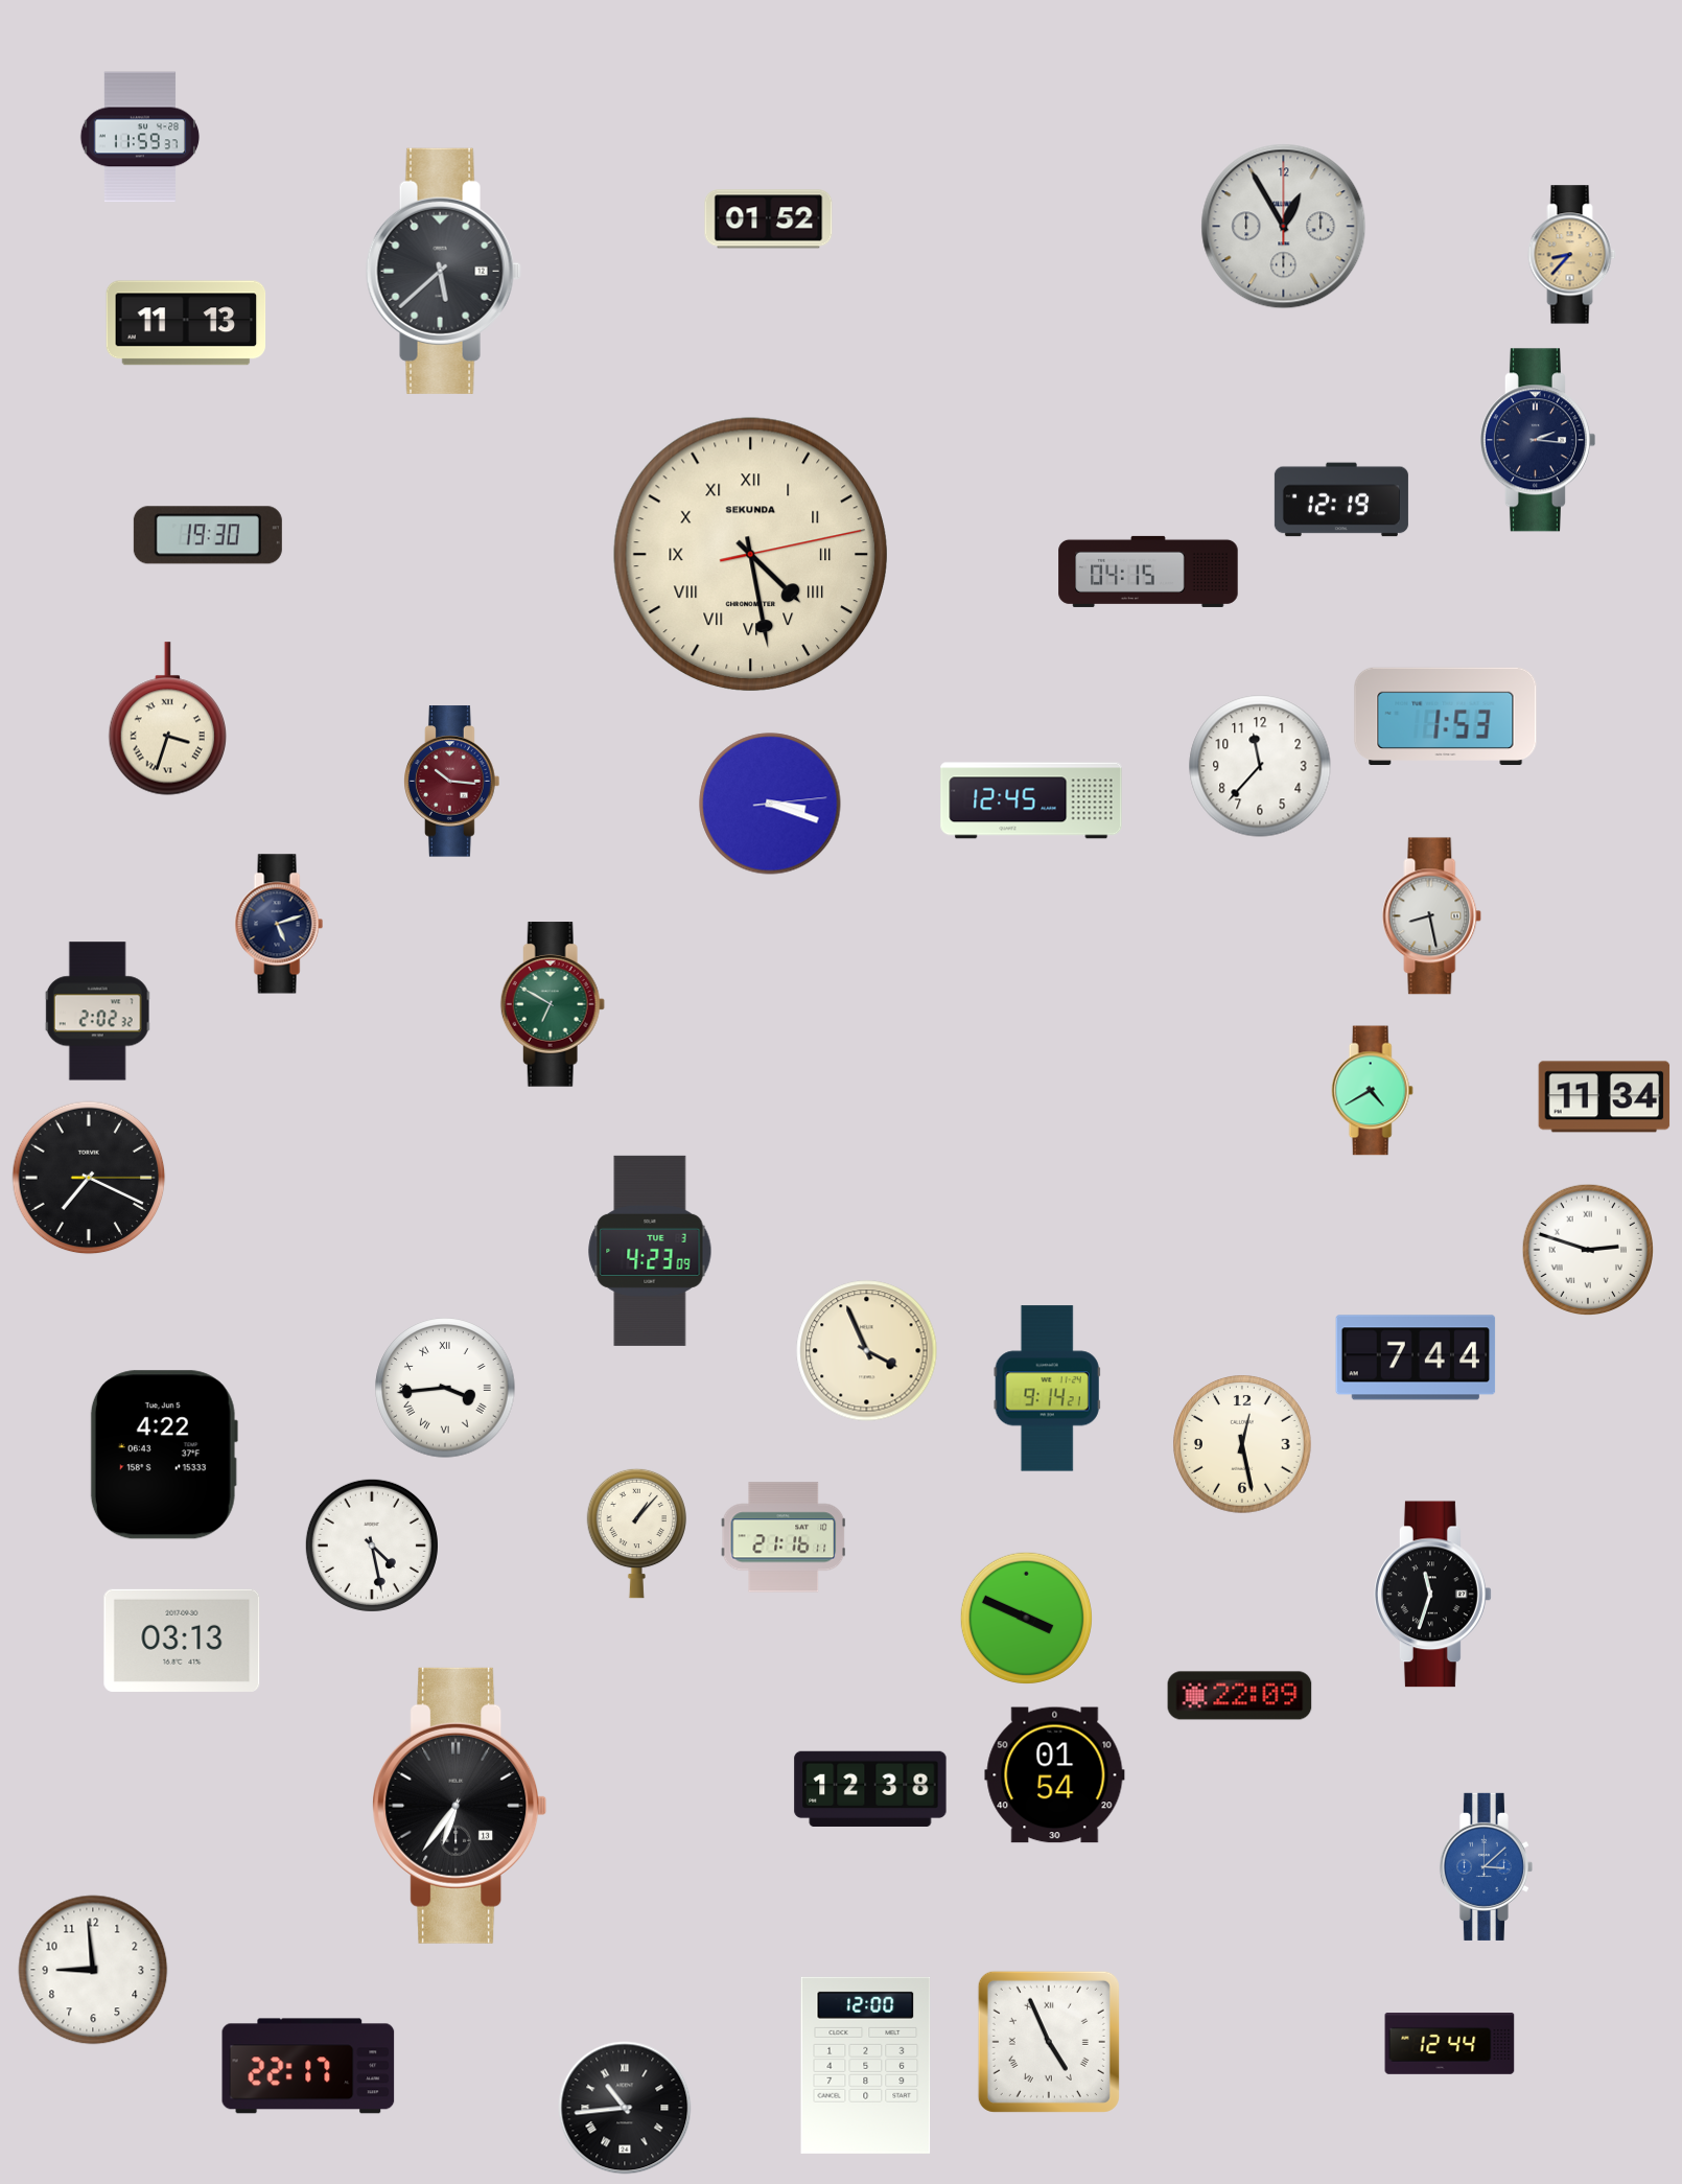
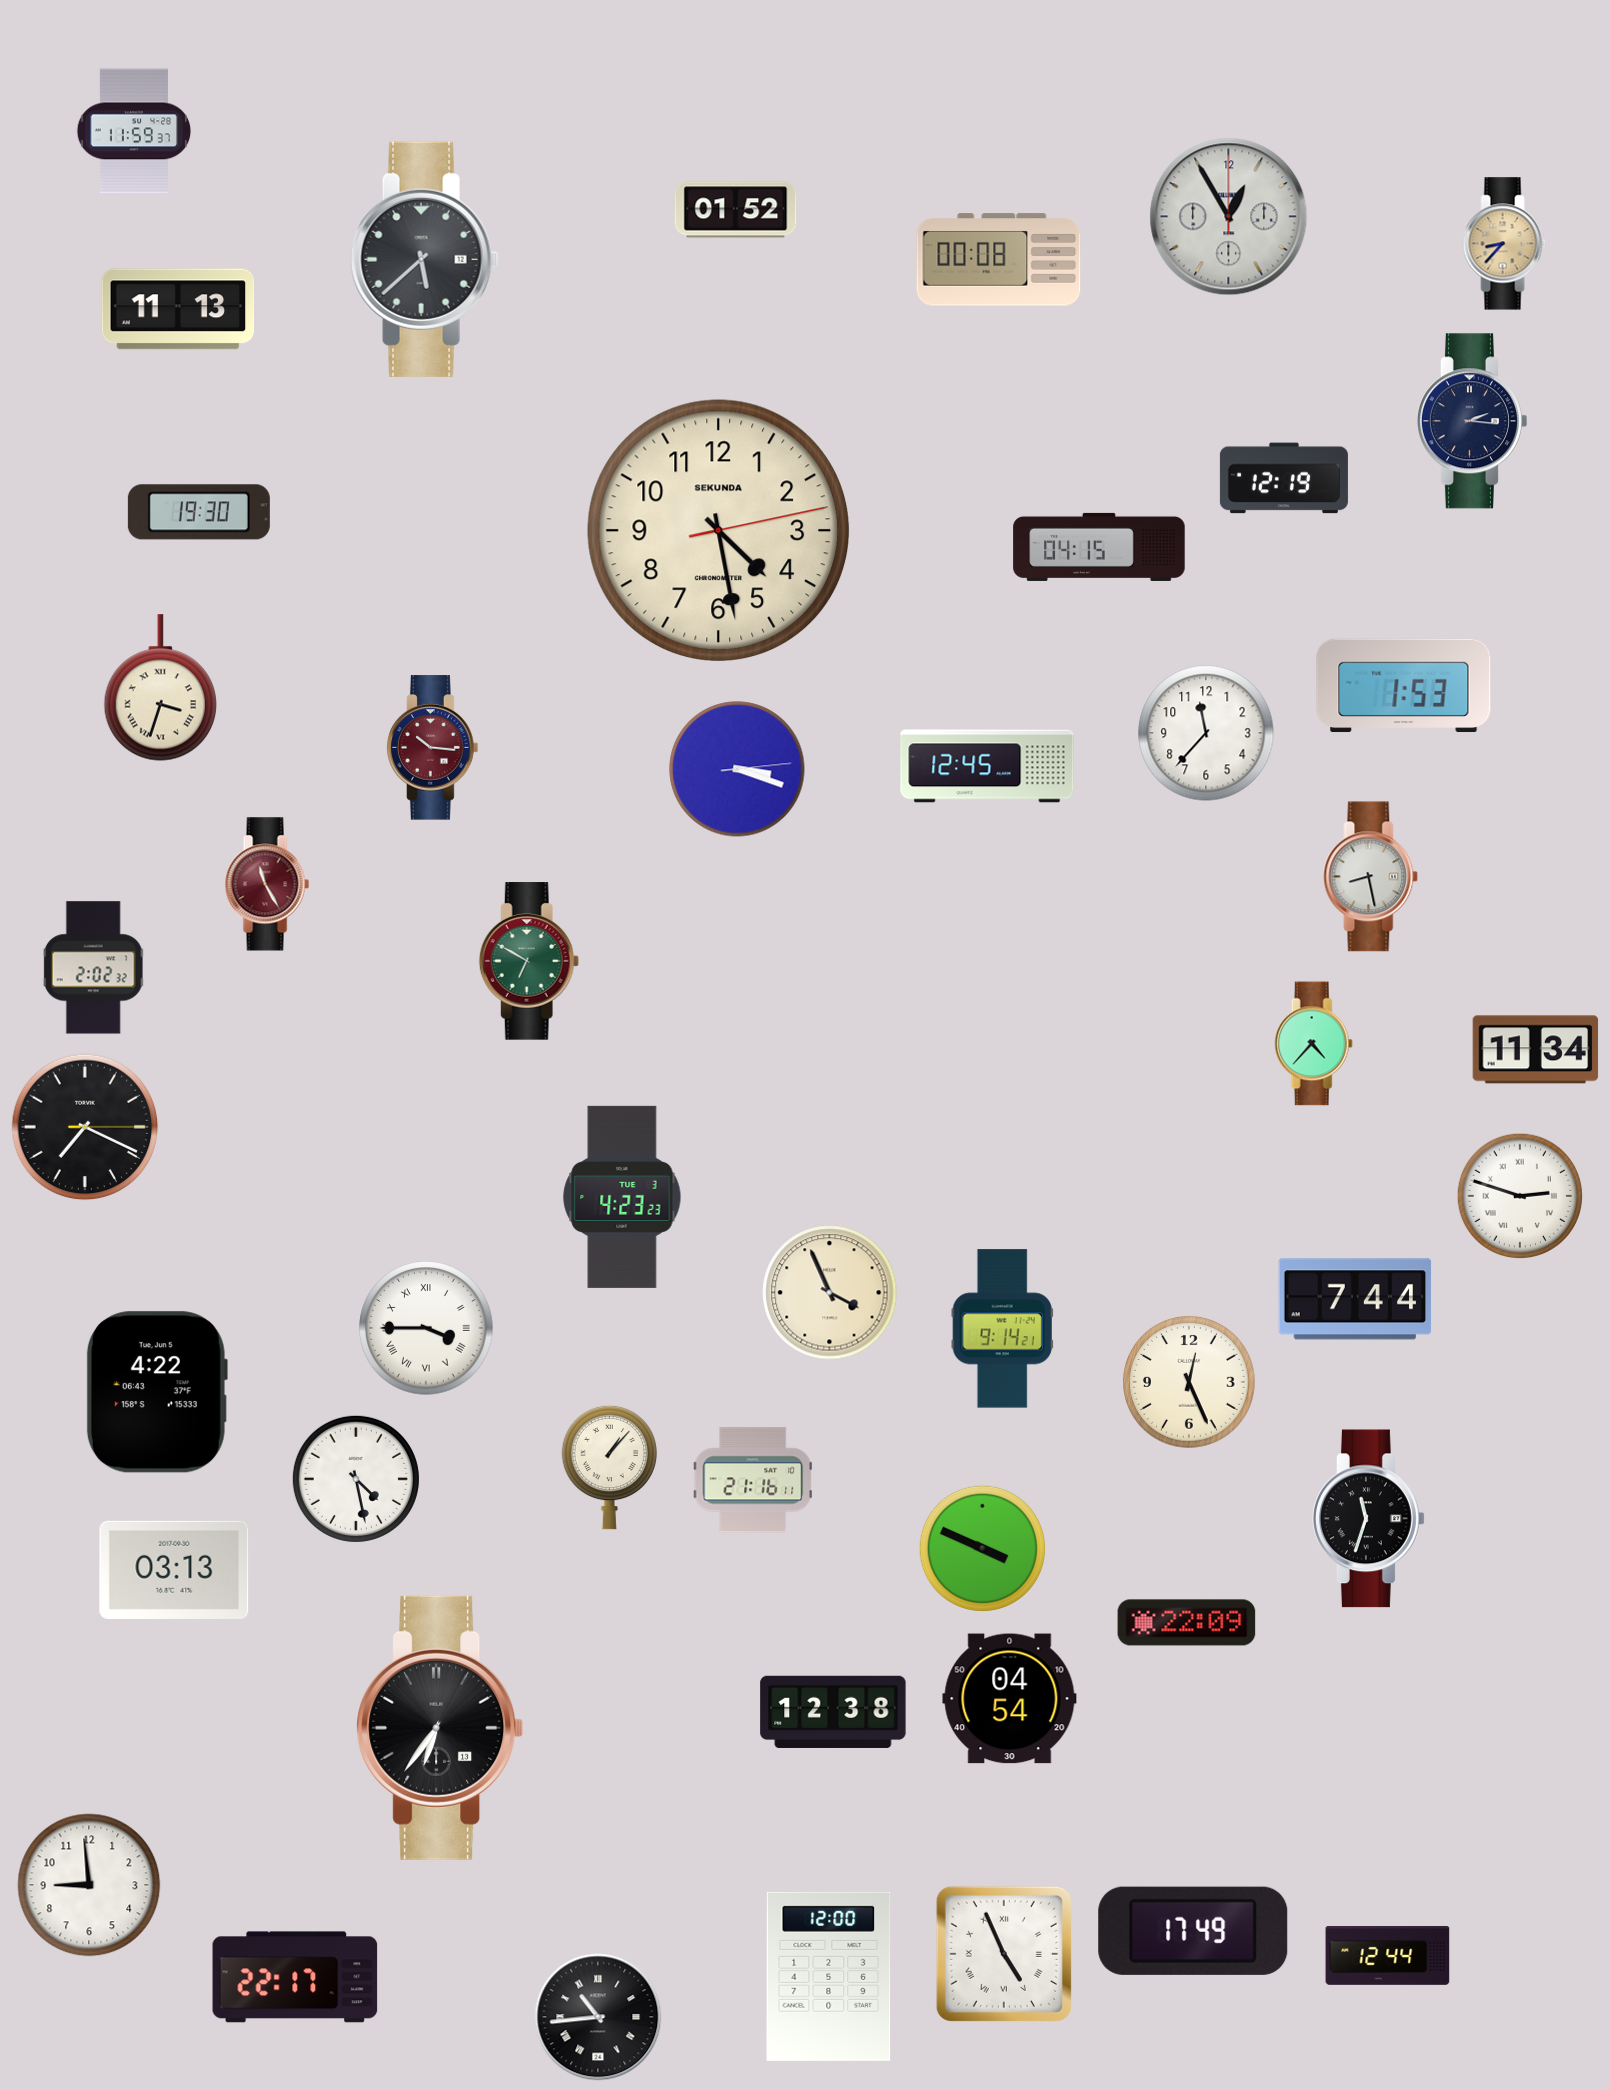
clock at (999, 260): none -> 00:08
clock at (750, 554) numerals: Roman -> Arabic
clock at (1446, 717) position: (1446, 717) -> (1404, 686)
clock at (279, 924): 5:12 -> 11:25
clock at (279, 924) dial: navy -> burgundy
clock at (1372, 1091): 4:40 -> 4:37
clock at (650, 1251): 4:23:09 -> 4:23:23
clock at (445, 1388): 3:44 -> 3:45
clock at (1243, 1445): 12:28 -> 12:26
clock at (784, 1537) position: (784, 1537) -> (753, 1480)
clock at (1433, 1595) position: (1433, 1595) -> (1369, 1519)
clock at (1055, 1775): 01:54 -> 04:54
clock at (1486, 1866): 3:08 -> none
clock at (1193, 1931): none -> 17:49
